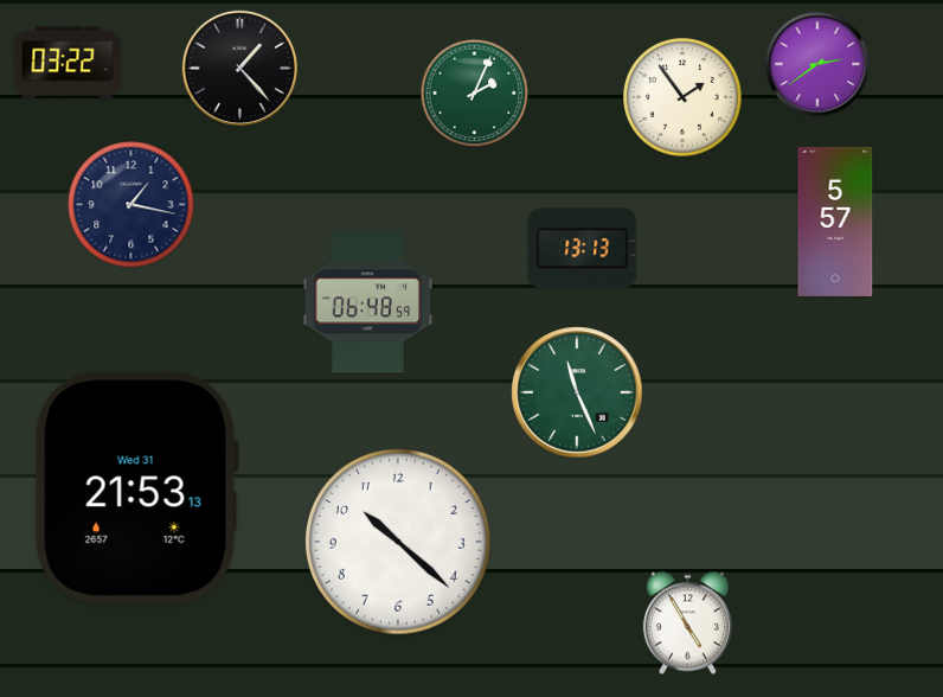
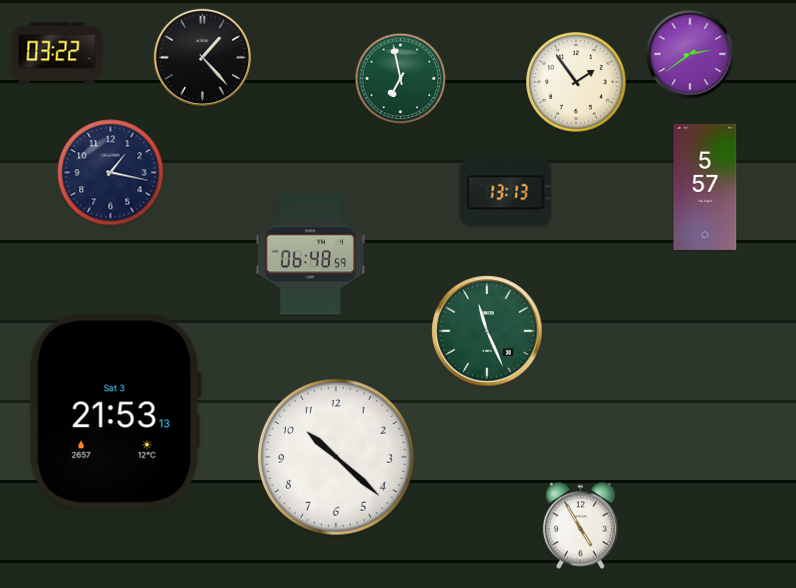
clock at (475, 94): 2:04 -> 6:58
clock at (583, 249) position: (583, 249) -> (506, 193)
clock at (136, 488) date: Wed 31 -> Sat 3
